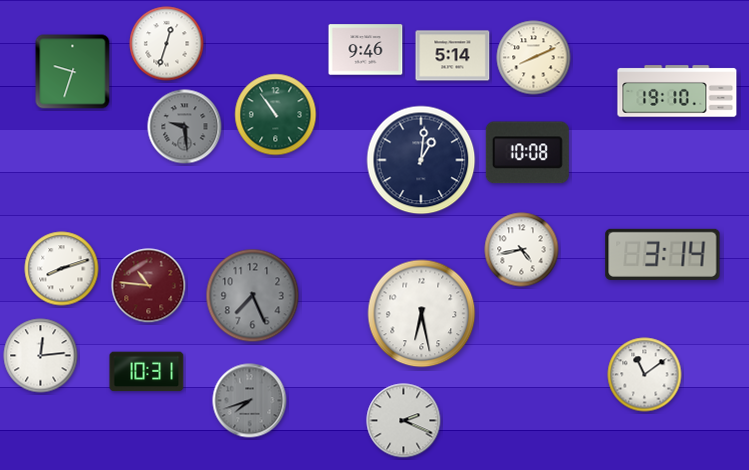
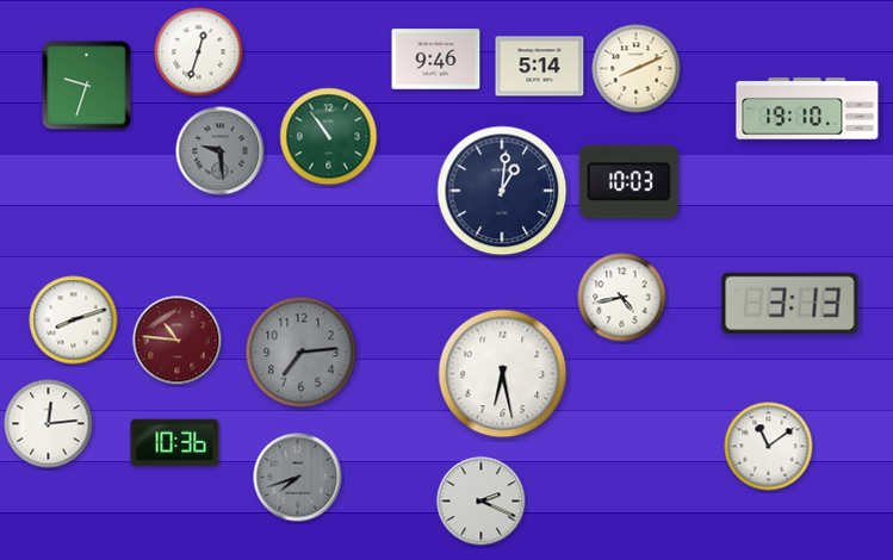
clock at (527, 153): 10:08 -> 10:03
clock at (663, 254): 3:14 -> 3:13
clock at (253, 296): 7:26 -> 7:14
clock at (147, 372): 10:31 -> 10:36
